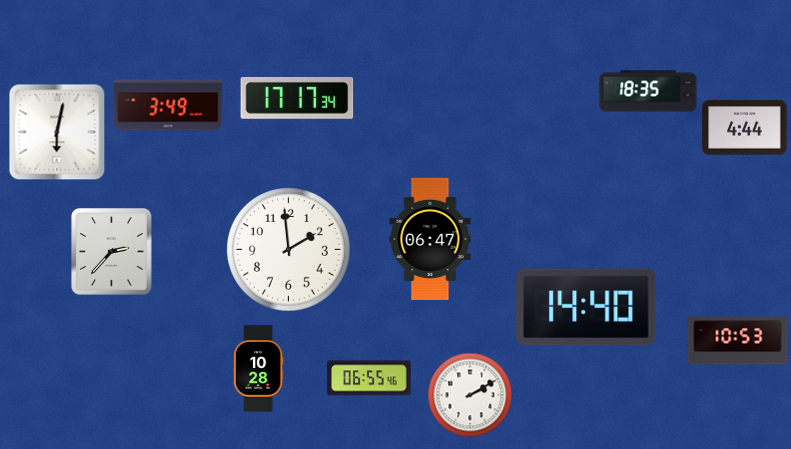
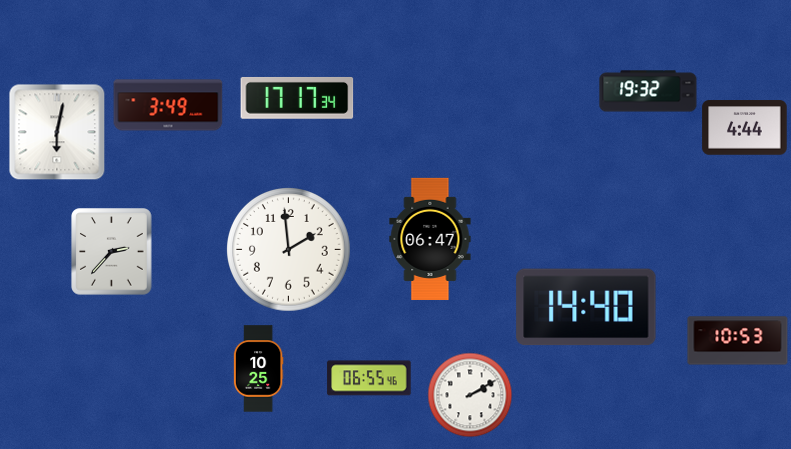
clock at (648, 91): 18:35 -> 19:32
clock at (258, 369): 10:28 -> 10:25
